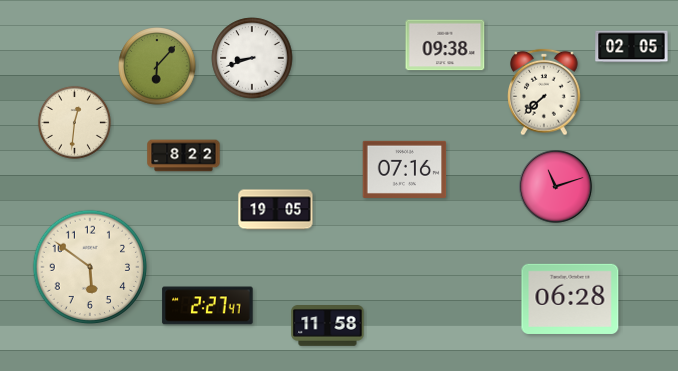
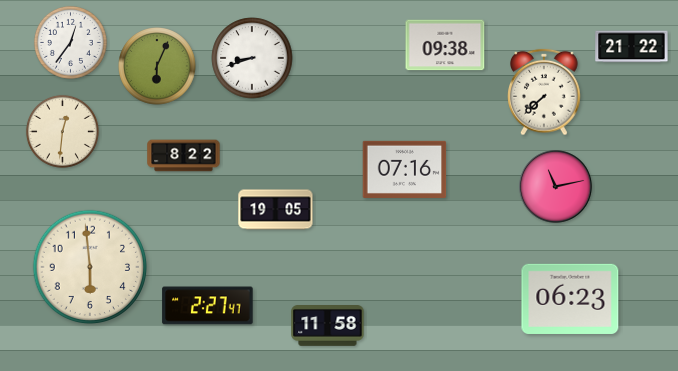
clock at (70, 42): none -> 12:36
clock at (632, 47): 02:05 -> 21:22
clock at (157, 66): 6:07 -> 6:04
clock at (74, 122) position: (74, 122) -> (62, 131)
clock at (556, 187): 11:12 -> 11:13
clock at (90, 267): 5:51 -> 5:59
clock at (570, 299): 06:28 -> 06:23
